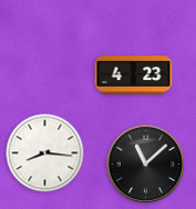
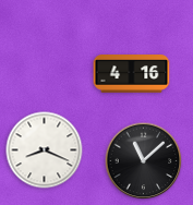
clock at (134, 76): 4:23 -> 4:16
clock at (45, 153): 8:16 -> 8:19
